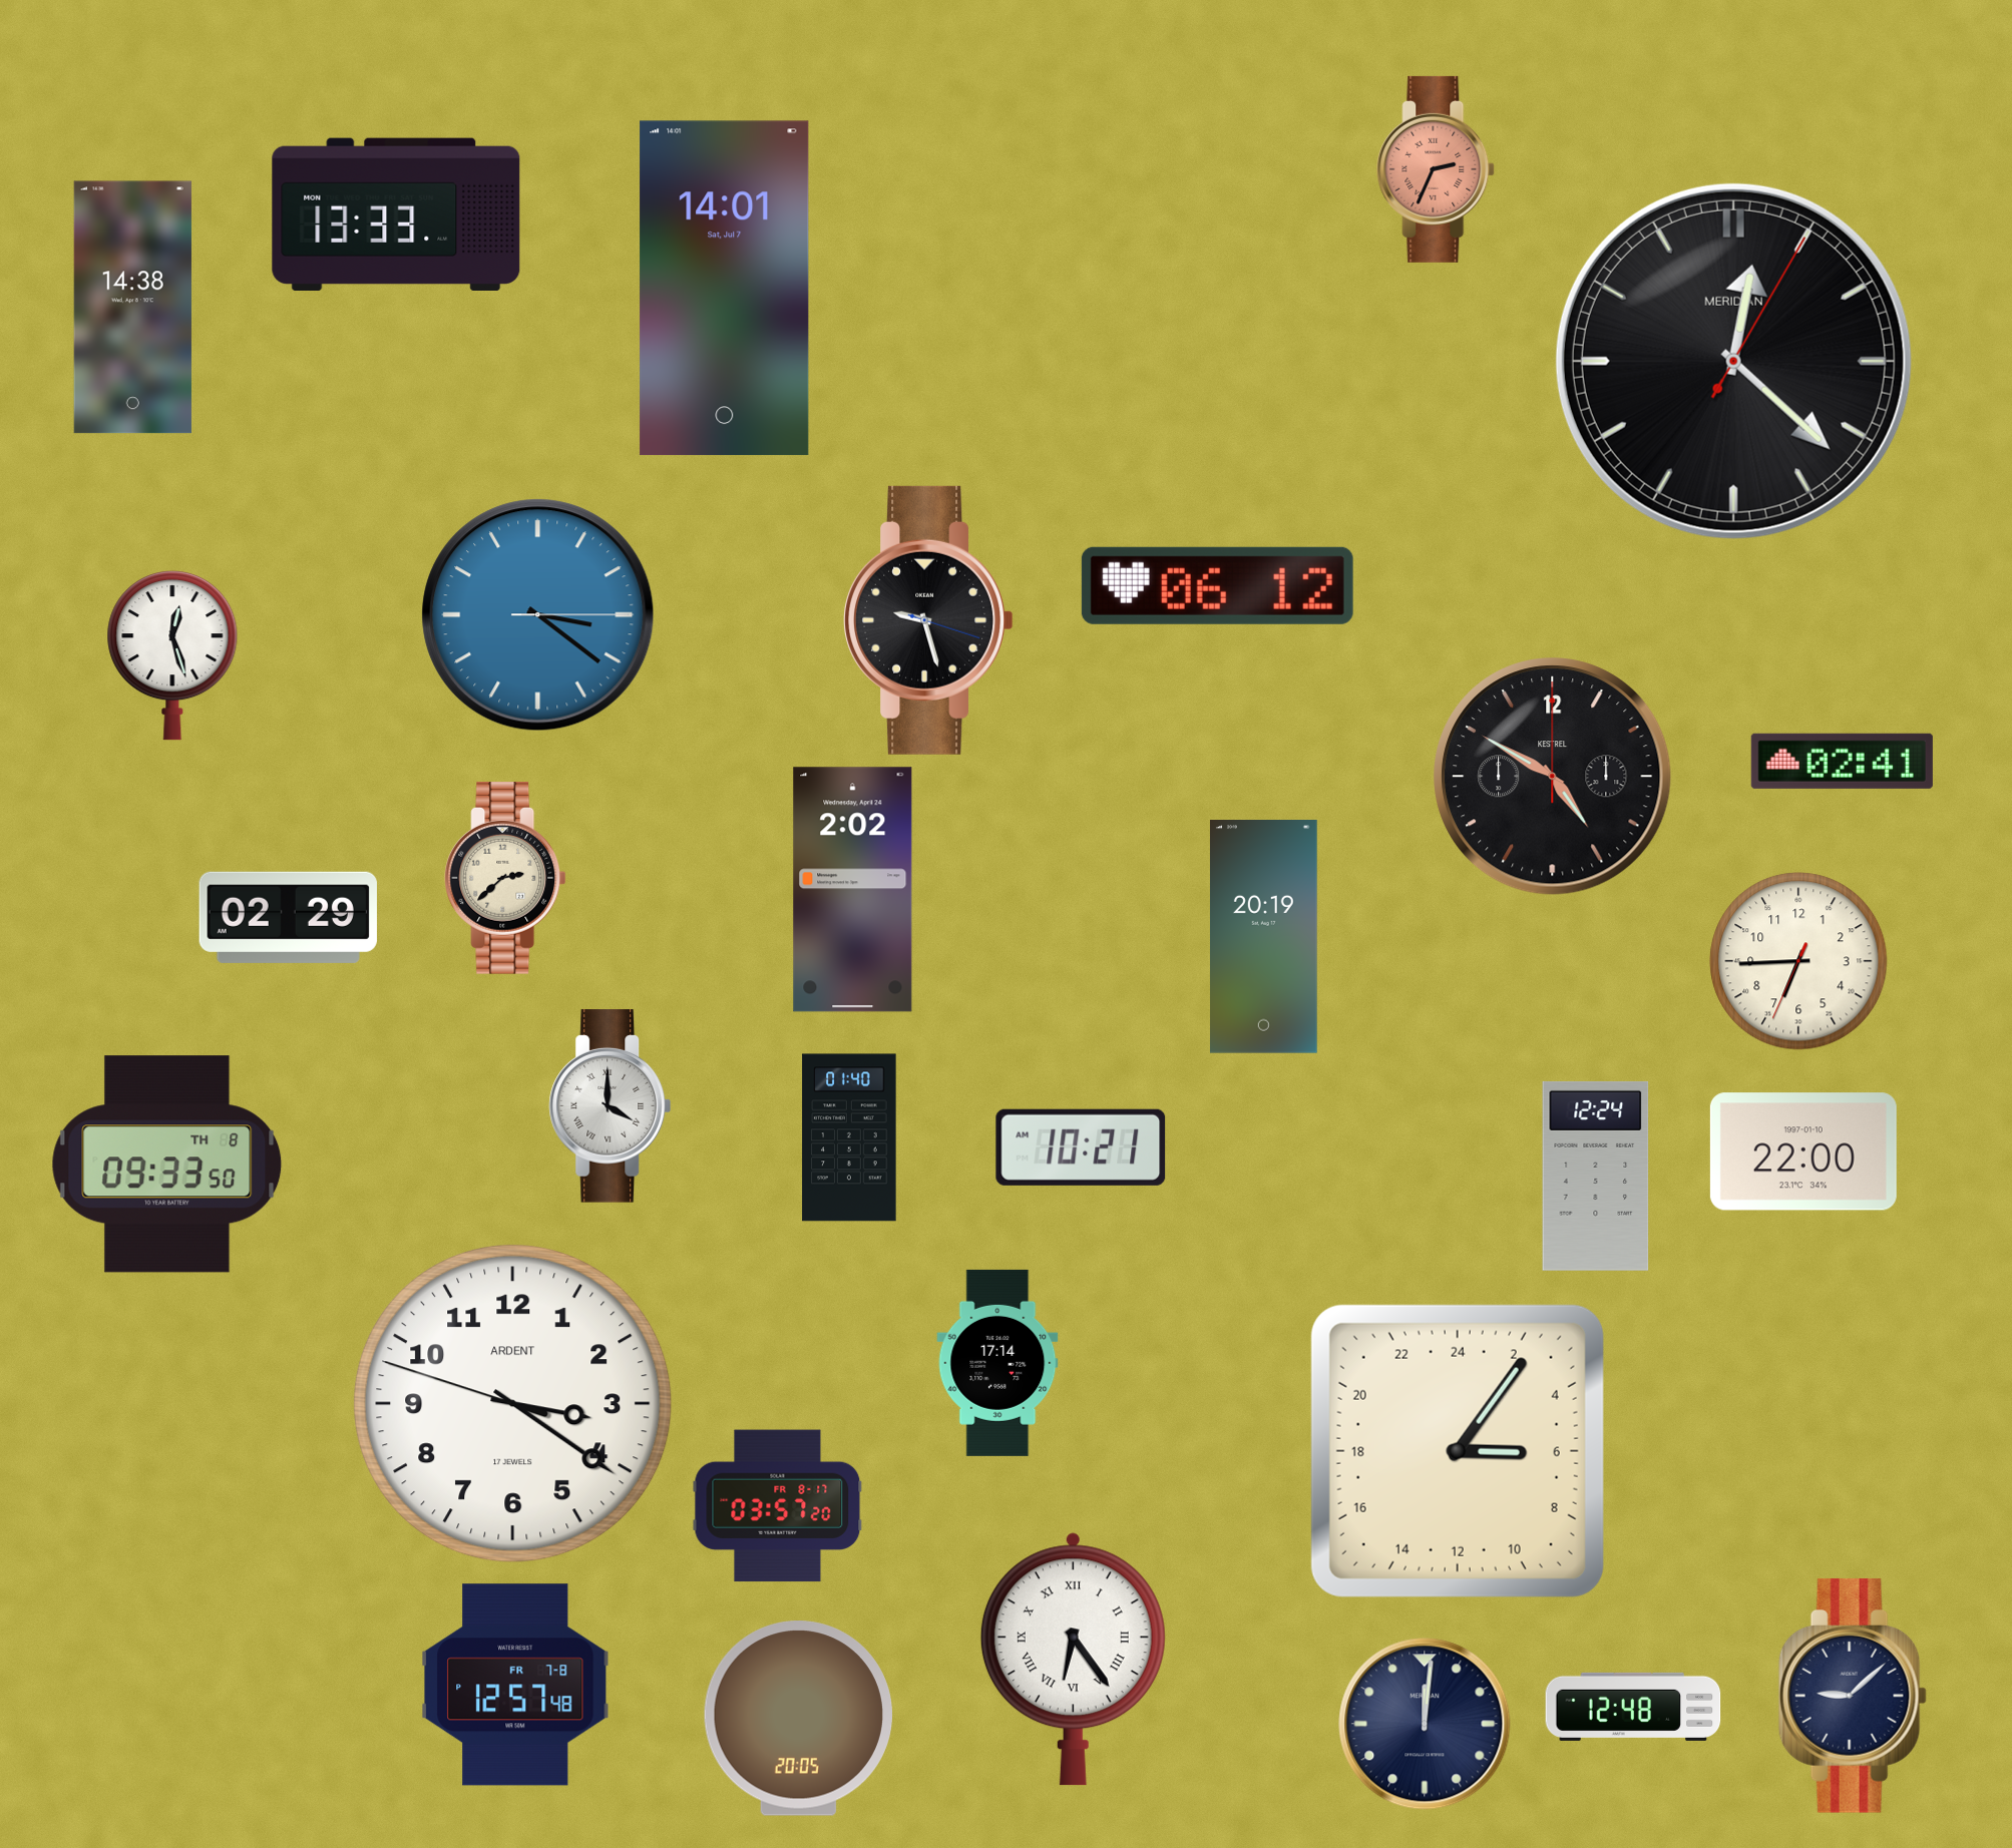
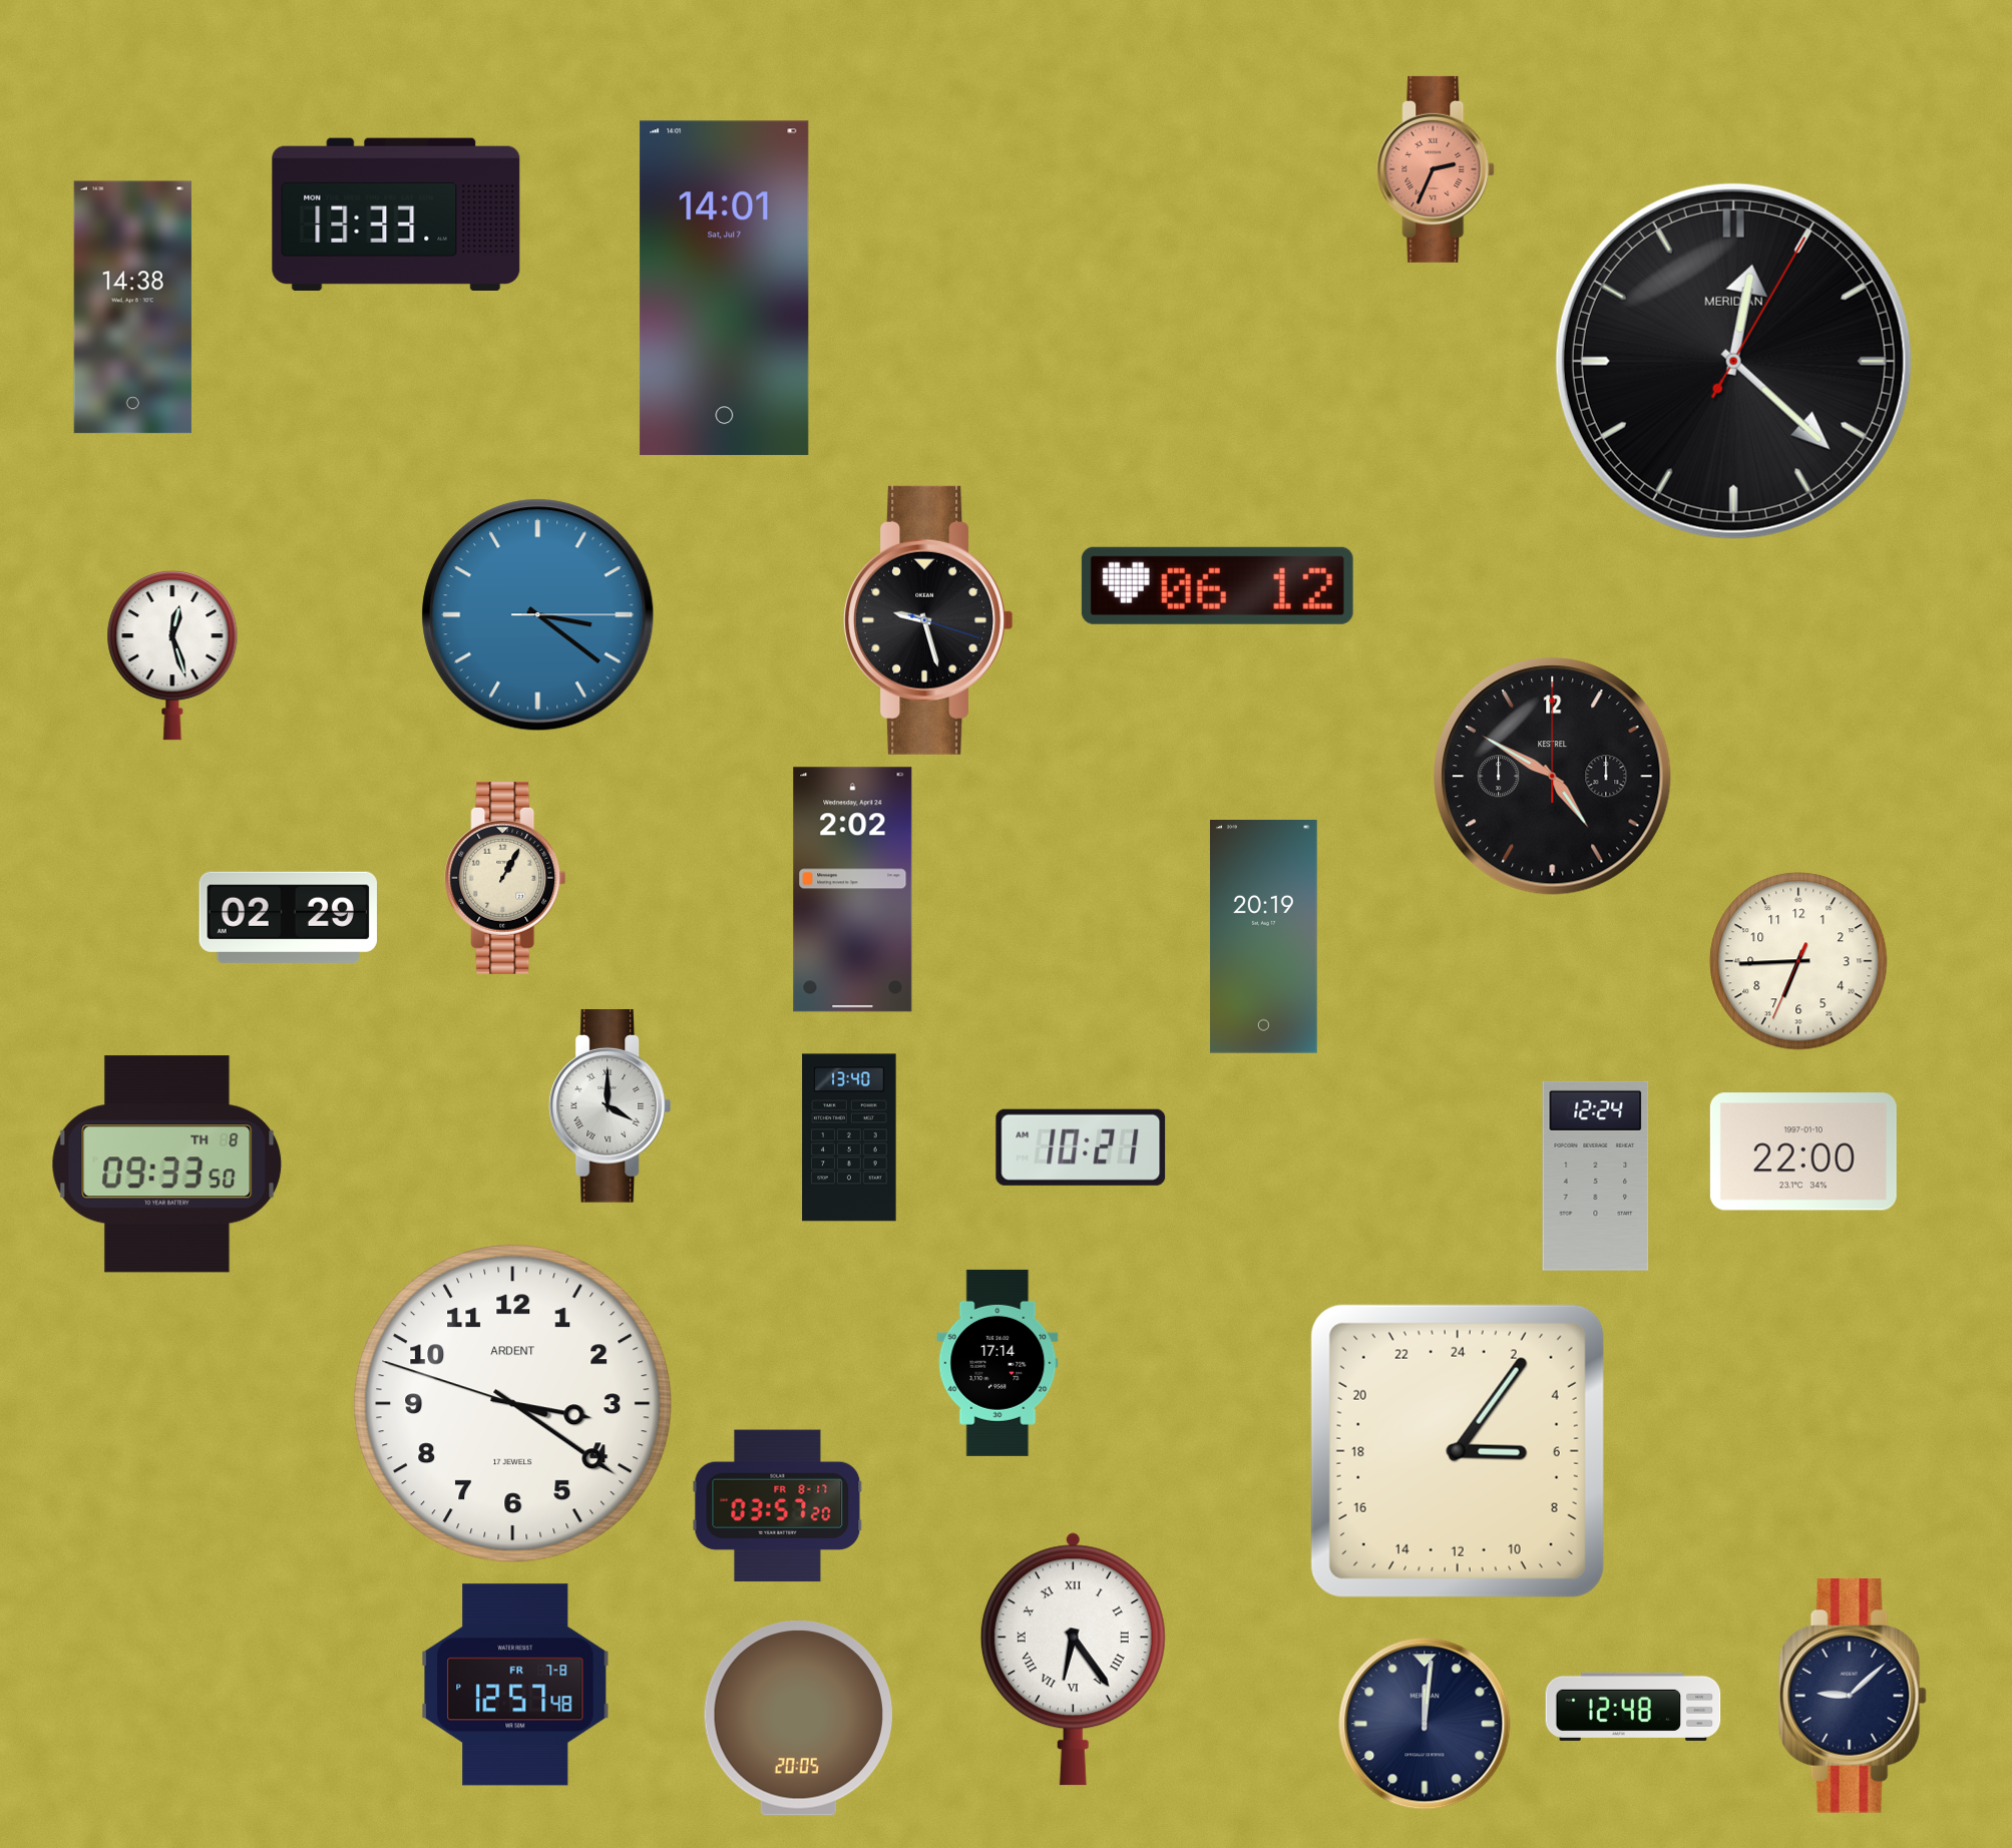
clock at (1842, 761): 02:41 -> none
clock at (505, 879): 2:38 -> 1:05
clock at (849, 1137): 01:40 -> 13:40
